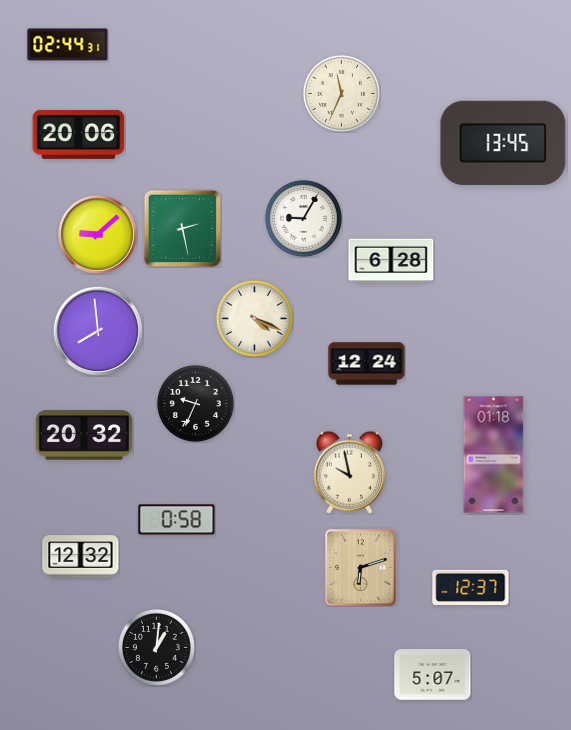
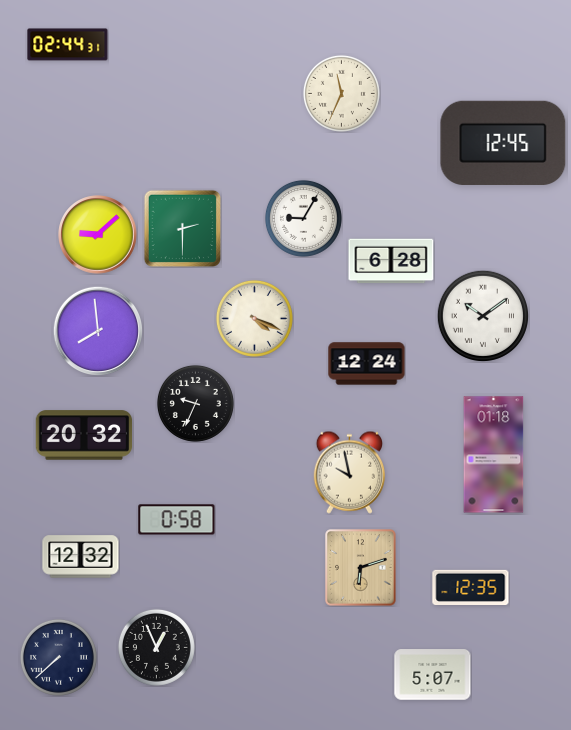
clock at (79, 134): 20:06 -> none
clock at (503, 143): 13:45 -> 12:45
clock at (182, 228): 2:28 -> 2:30
clock at (482, 315): none -> 10:09
clock at (471, 587): 12:37 -> 12:35
clock at (156, 647): 1:01 -> 12:56
clock at (58, 657): none -> 7:38
